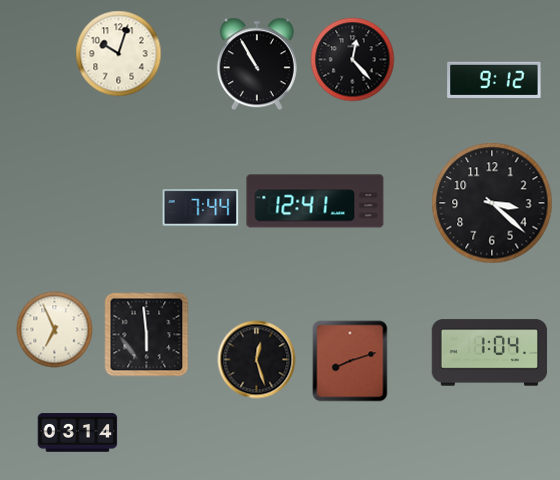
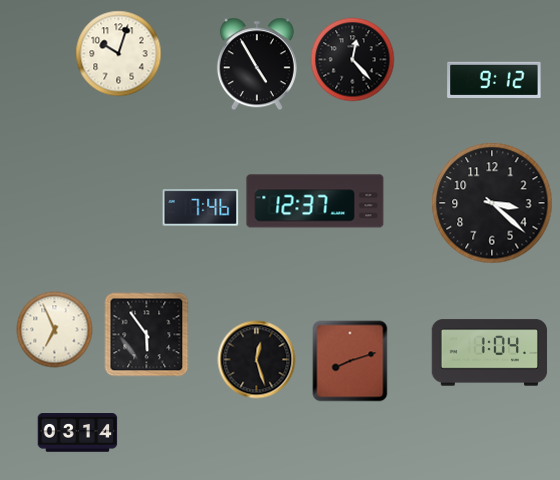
clock at (257, 64): 10:55 -> 4:55
clock at (315, 201): 12:41 -> 12:37
clock at (201, 208): 7:44 -> 7:46
clock at (147, 335): 5:59 -> 5:54
